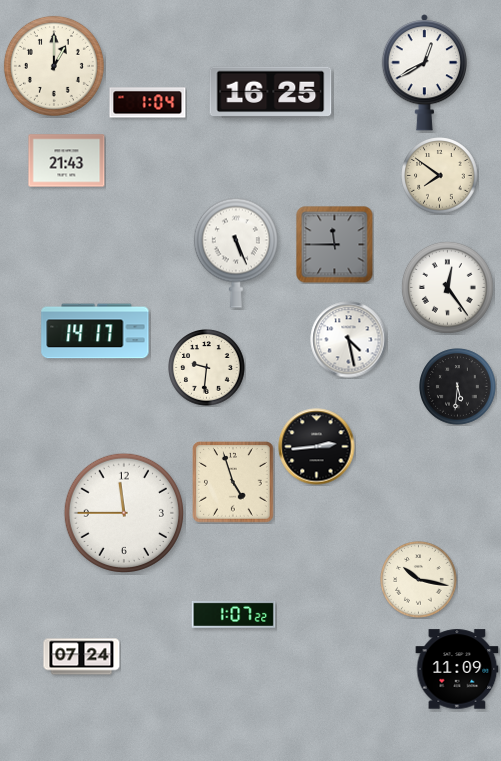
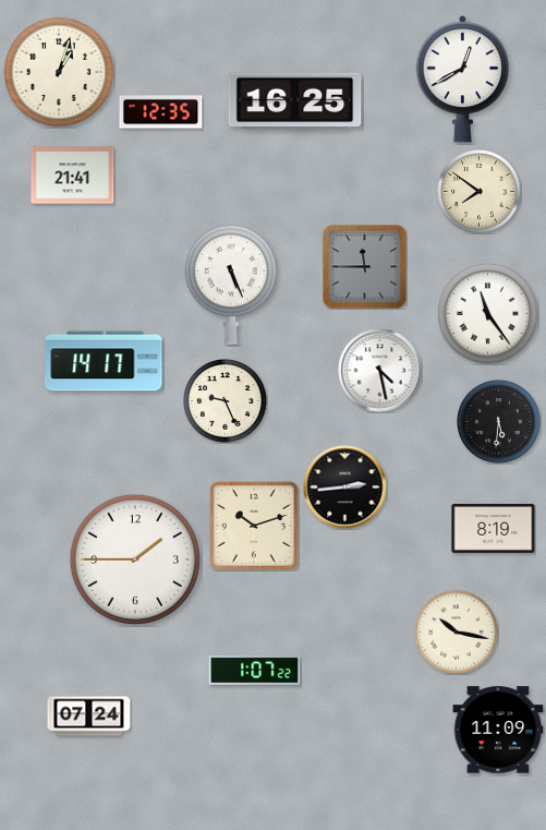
clock at (54, 66): 1:00 -> 1:03
clock at (148, 103): 1:04 -> 12:35
clock at (67, 161): 21:43 -> 21:41
clock at (236, 253) position: (236, 253) -> (231, 285)
clock at (447, 287): 12:24 -> 11:24
clock at (207, 368): 9:31 -> 9:26
clock at (234, 483): 4:57 -> 10:12
clock at (494, 529): none -> 8:19
clock at (124, 513): 11:45 -> 1:45
